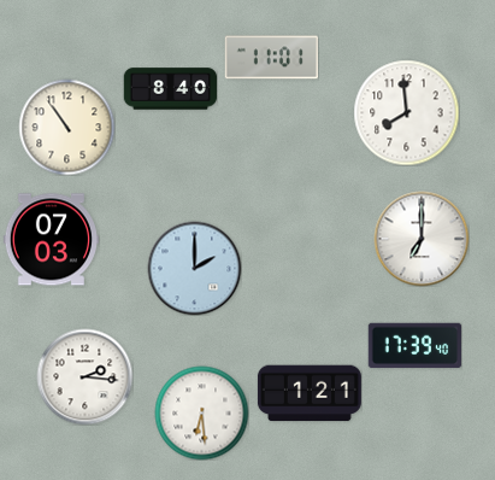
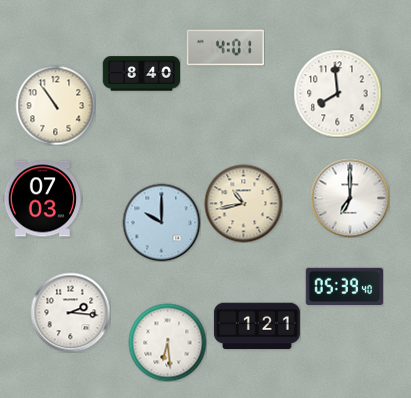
clock at (271, 58): 11:01 -> 4:01
clock at (243, 203): none -> 10:43
clock at (194, 268): 2:00 -> 10:00
clock at (414, 346): 17:39 -> 05:39
